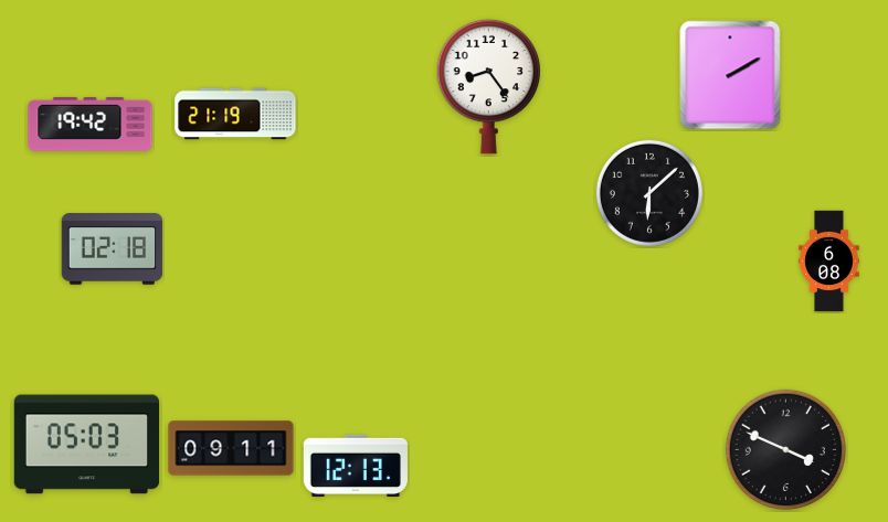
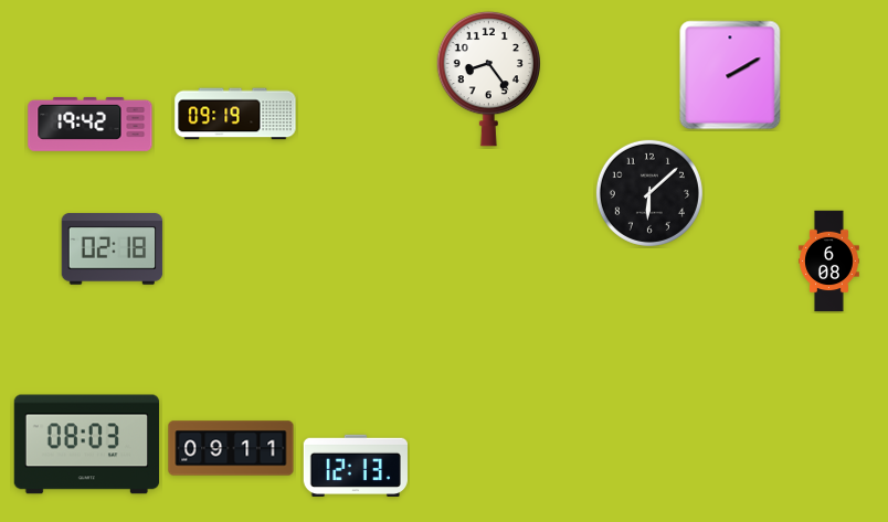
clock at (488, 86) position: (488, 86) -> (488, 78)
clock at (235, 114): 21:19 -> 09:19
clock at (87, 445): 05:03 -> 08:03
clock at (785, 449): 3:49 -> none
